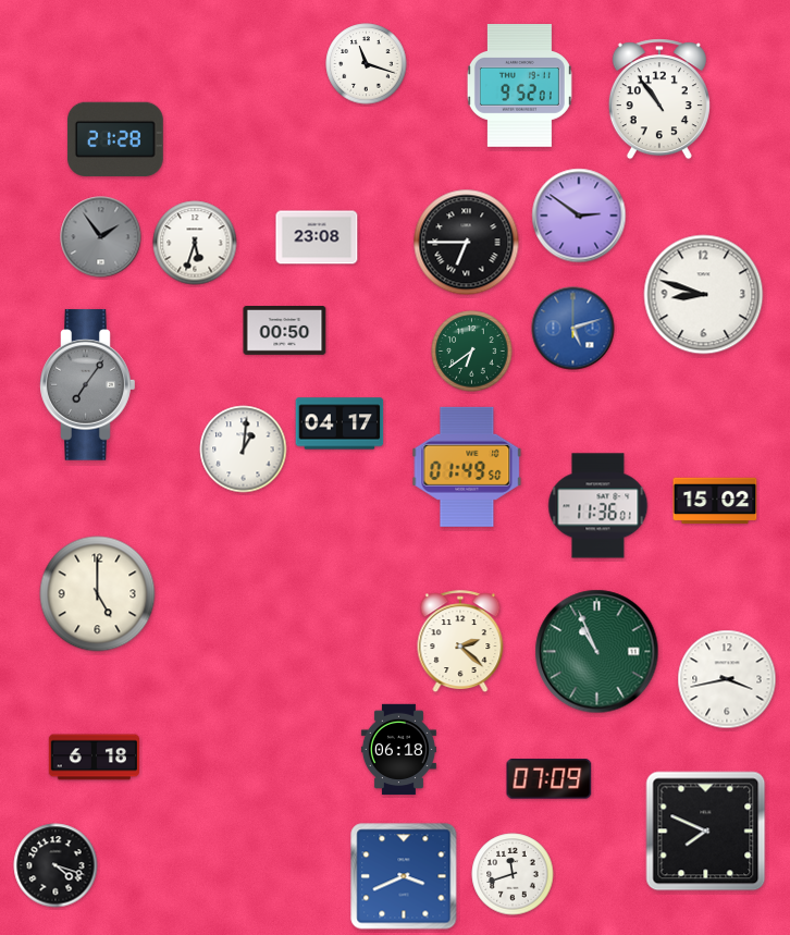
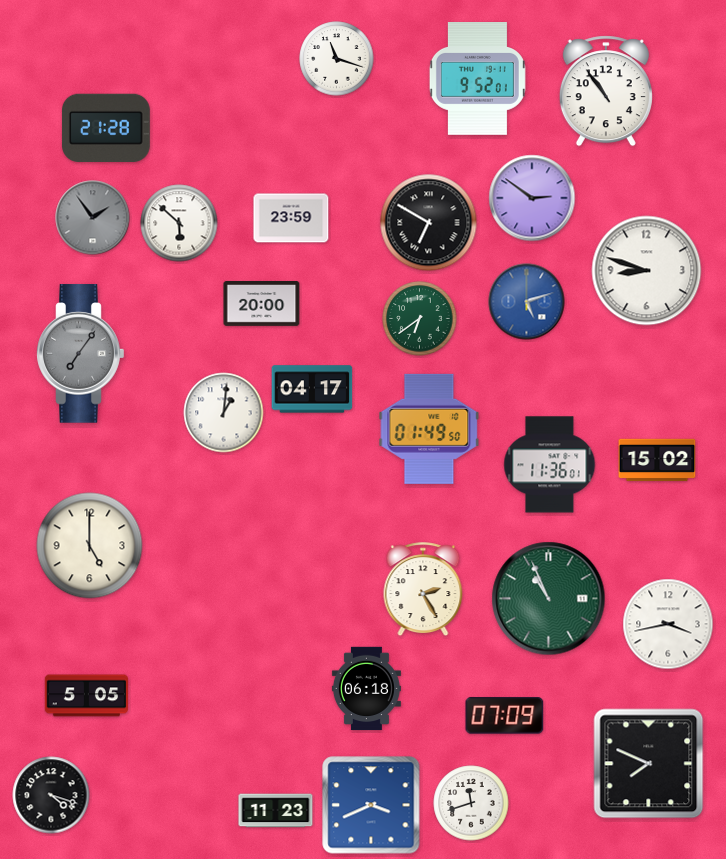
clock at (317, 237): 23:08 -> 23:59
clock at (195, 243): 5:33 -> 5:52
clock at (467, 243): 6:45 -> 6:50
clock at (285, 331): 00:50 -> 20:00
clock at (472, 352) position: (472, 352) -> (420, 319)
clock at (460, 642): 2:22 -> 2:25
clock at (94, 758): 6:18 -> 5:05
clock at (276, 811): none -> 11:23
